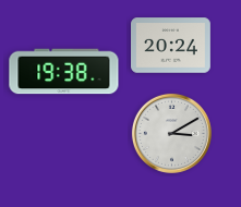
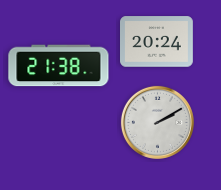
clock at (64, 72): 19:38 -> 21:38
clock at (171, 133): 3:10 -> 2:10
